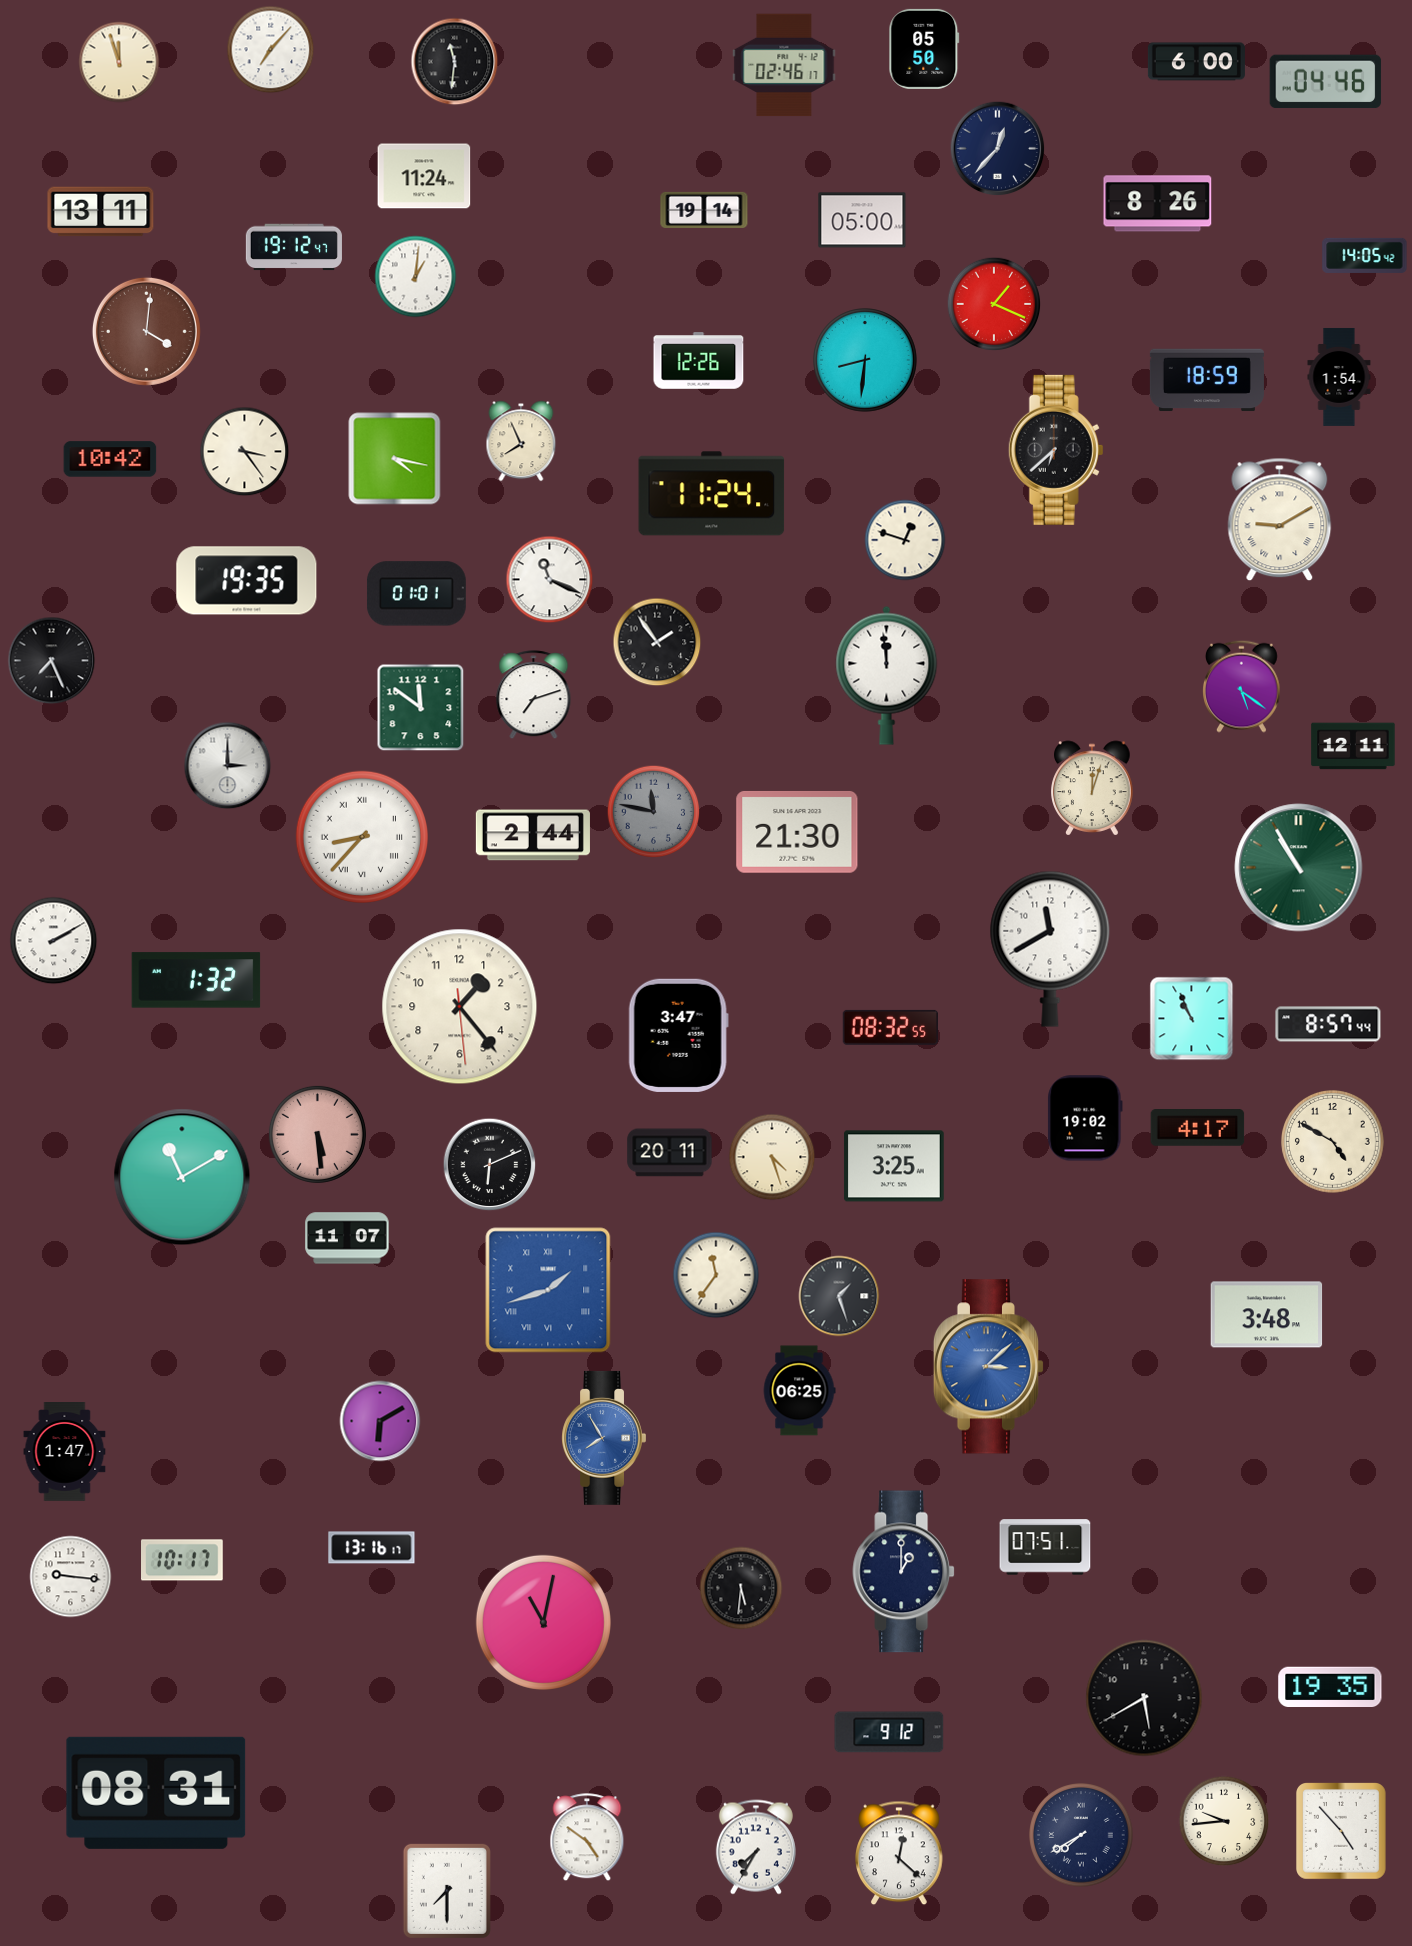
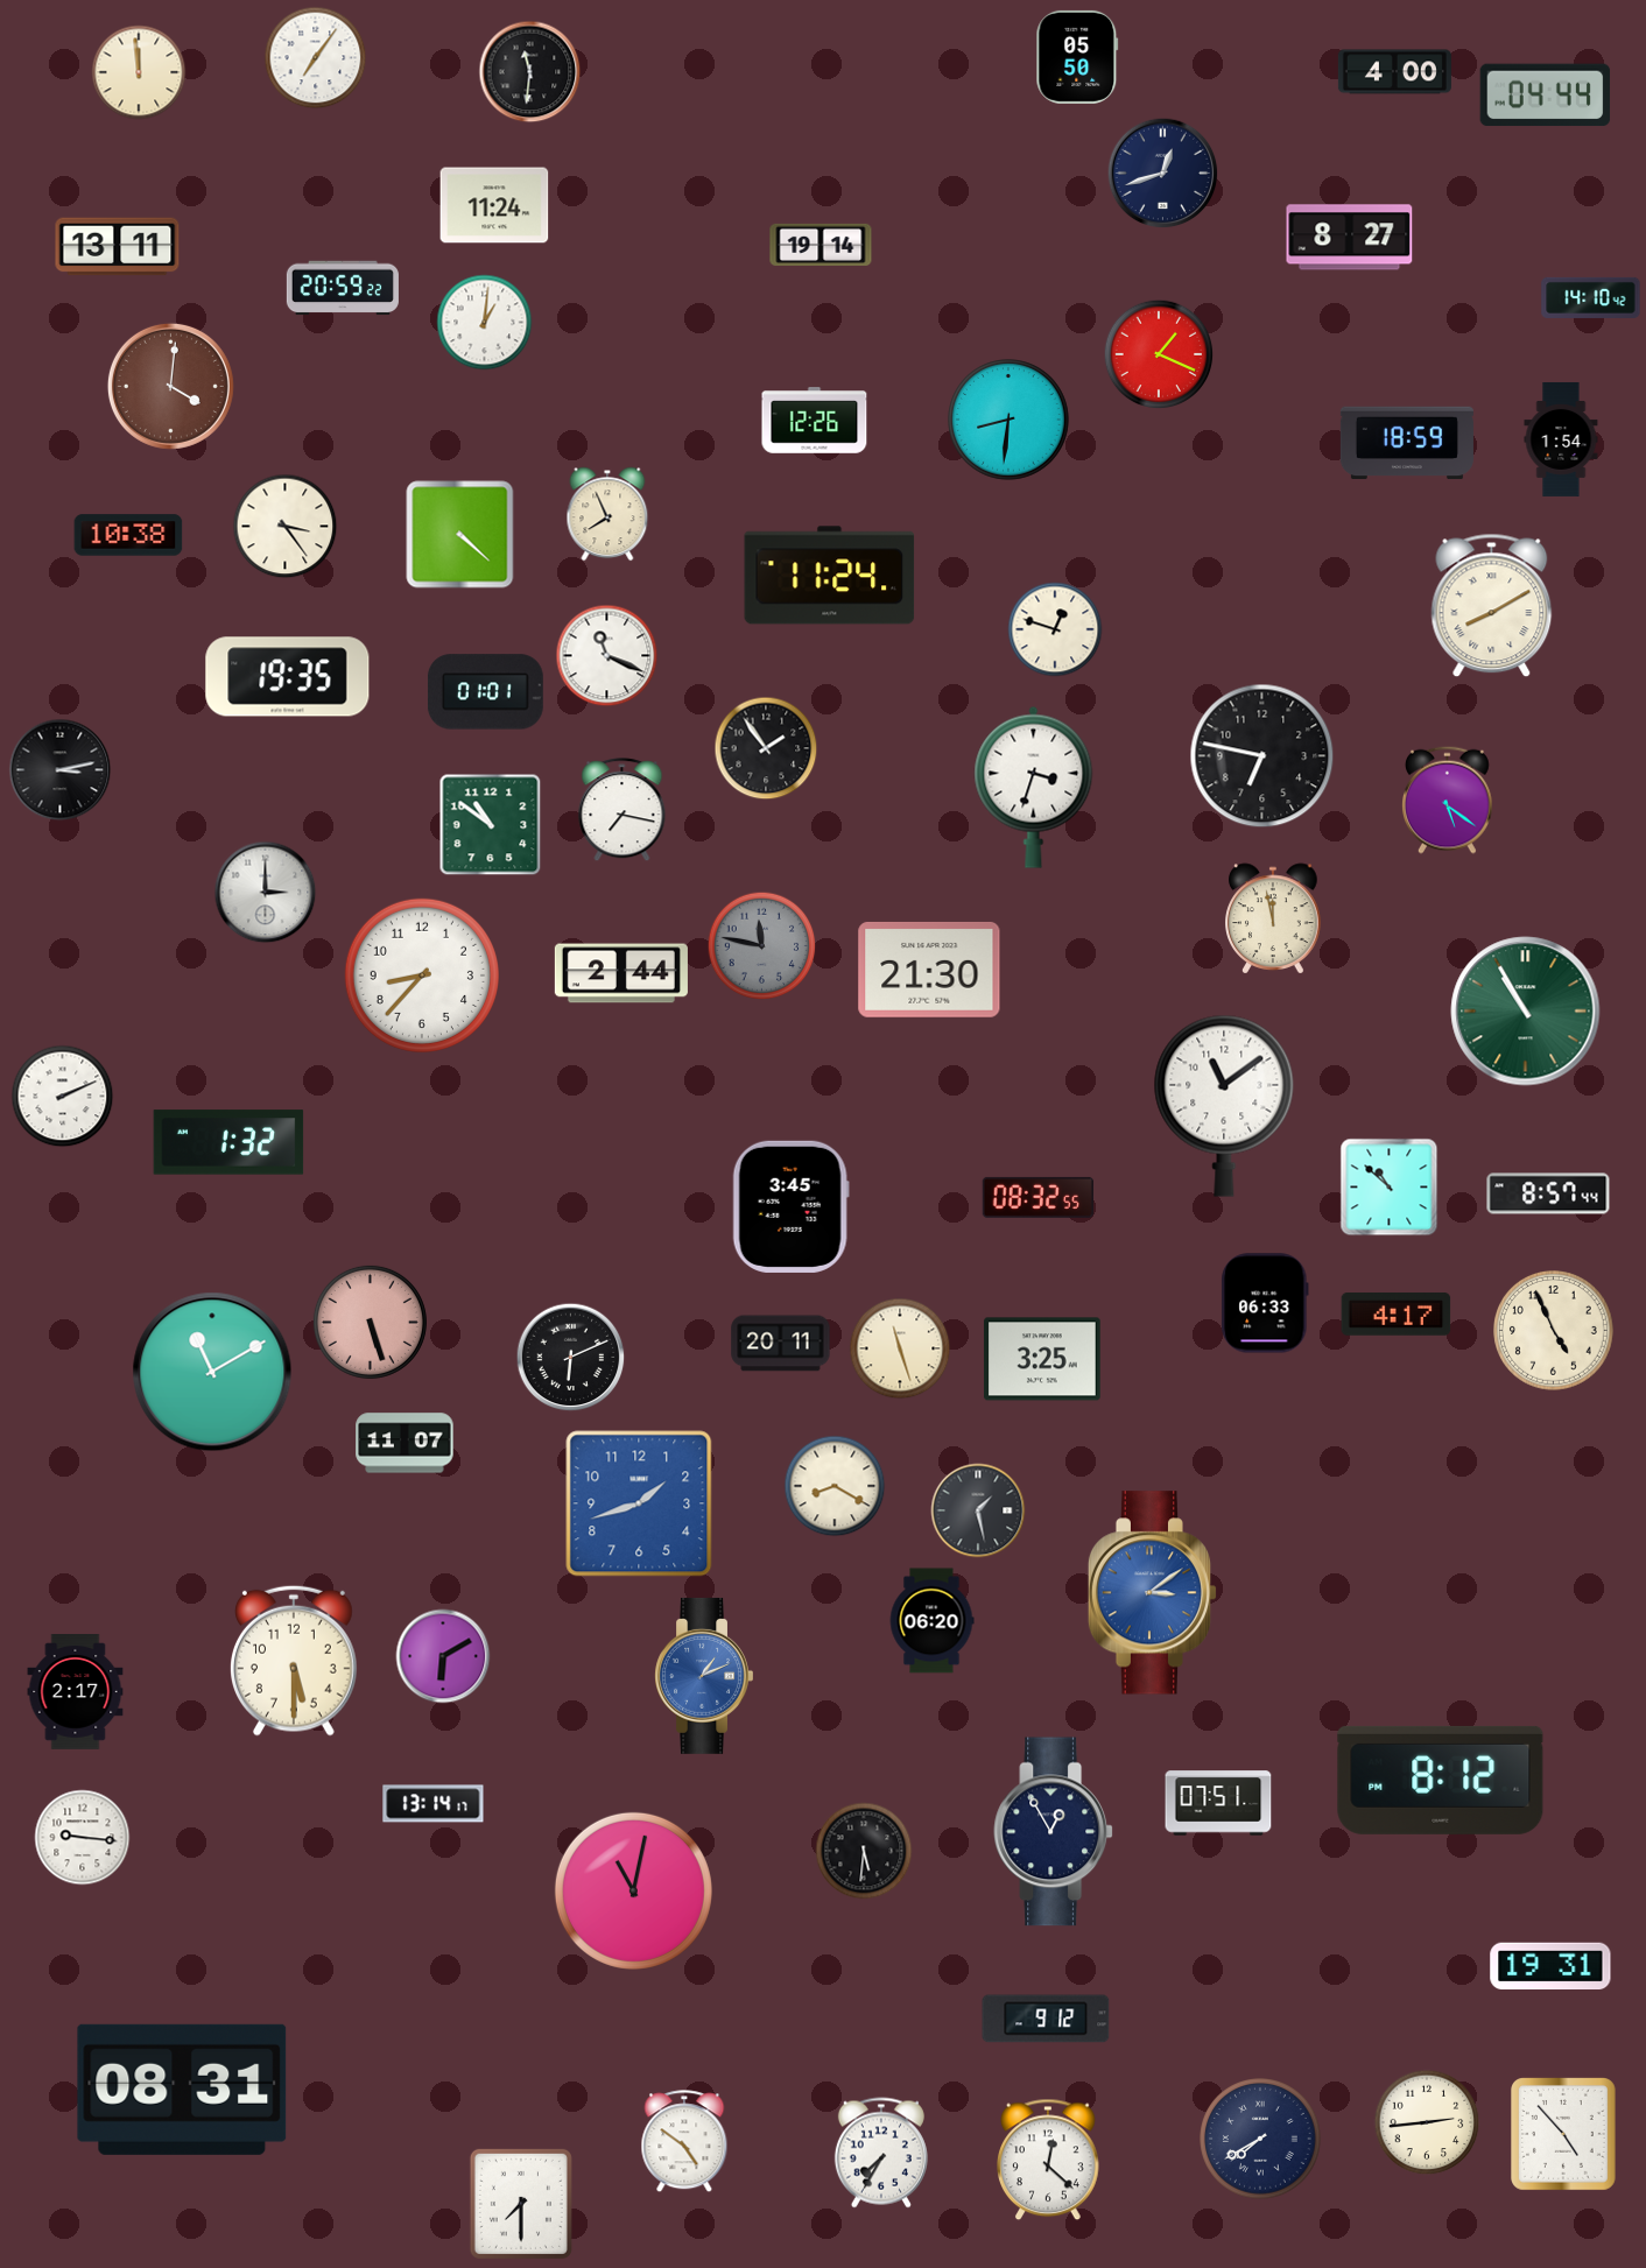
clock at (271, 50): 7:07 -> 7:06
clock at (119, 62): 11:57 -> 11:59
clock at (1196, 62): 6:00 -> 4:00
clock at (784, 65): 02:46 -> none
clock at (1326, 82): 04:46 -> 04:44
clock at (998, 149): 12:37 -> 12:42
clock at (1158, 204): 8:26 -> 8:27
clock at (862, 220): 05:00 -> none
clock at (294, 247): 19:12 -> 20:59
clock at (1365, 255): 14:05 -> 14:10
clock at (1056, 450): 6:38 -> none
clock at (110, 459): 10:42 -> 10:38
clock at (395, 459): 4:17 -> 4:22
clock at (1280, 520): 9:10 -> 8:10
clock at (550, 580) position: (550, 580) -> (607, 656)
clock at (1262, 756): none -> 6:47
clock at (52, 661): 7:26 -> 3:13
clock at (887, 675): 11:59 -> 3:33
clock at (534, 695): 7:12 -> 7:17
clock at (421, 708): 11:51 -> 10:51
clock at (1353, 746): 12:11 -> none
clock at (1092, 788): 12:03 -> 11:58
clock at (361, 836) numerals: Roman -> Arabic
clock at (1299, 868) position: (1299, 868) -> (1526, 1012)
clock at (54, 941): 2:10 -> 2:11
clock at (1050, 949): 11:40 -> 11:09
clock at (460, 1007): 1:23 -> none
clock at (1192, 1019): 10:56 -> 10:52
clock at (678, 1035): 3:47 -> 3:45
clock at (1085, 1118): 19:02 -> 06:33
clock at (317, 1134): 5:29 -> 5:27
clock at (1333, 1142): 4:50 -> 4:56
clock at (772, 1157): 4:27 -> 11:27
clock at (716, 1275): 11:36 -> 8:20
clock at (548, 1290) numerals: Roman -> Arabic
clock at (839, 1296): 1:27 -> 1:28
clock at (1267, 1315): 3:48 -> none
clock at (989, 1367): 3:08 -> 3:09
clock at (799, 1391): 06:25 -> 06:20
clock at (294, 1661): none -> 5:30
clock at (603, 1438): 7:55 -> 1:11
clock at (65, 1452): 1:47 -> 2:17
clock at (1441, 1780): none -> 8:12
clock at (372, 1548): 13:16 -> 13:14
clock at (183, 1560): 10:17 -> none
clock at (904, 1572): 1:00 -> 12:55
clock at (1330, 1686): 19:35 -> 19:31
clock at (1144, 1698): 5:40 -> none
clock at (889, 1732) position: (889, 1732) -> (1046, 2019)
clock at (1224, 1821): 9:44 -> 2:44
